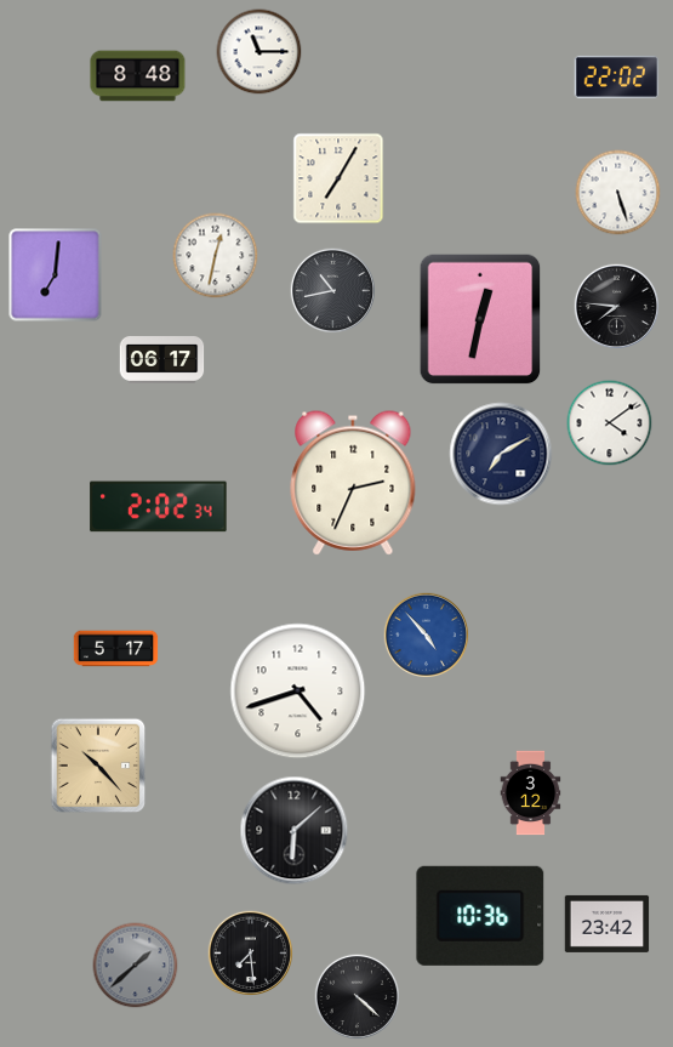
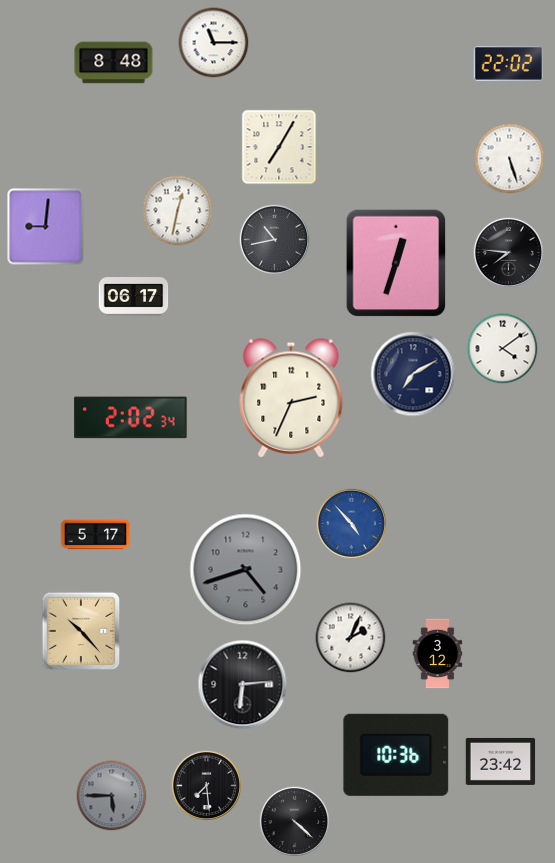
clock at (56, 275): 7:01 -> 9:01
clock at (480, 319): 12:32 -> 12:33
clock at (298, 692) dial: white -> grey
clock at (351, 638): none -> 2:04
clock at (295, 831): 6:08 -> 6:14
clock at (136, 966): 1:38 -> 5:45
